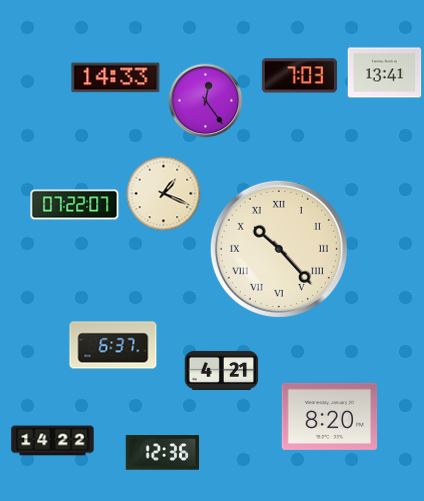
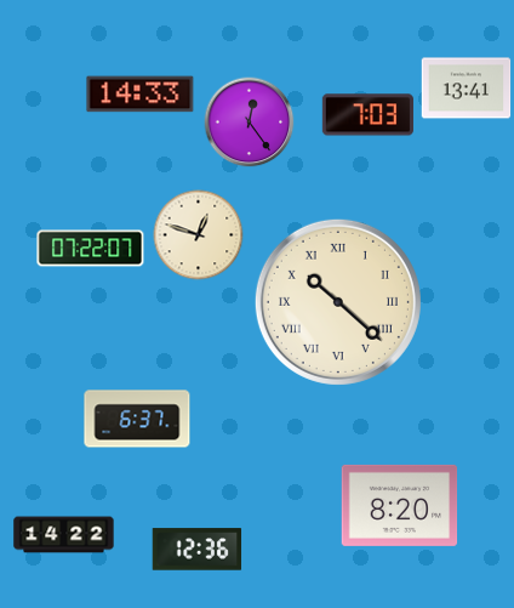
clock at (299, 76) position: (299, 76) -> (367, 115)
clock at (164, 194): 1:19 -> 12:48
clock at (279, 249): 10:23 -> 10:22
clock at (222, 370): 4:21 -> none
